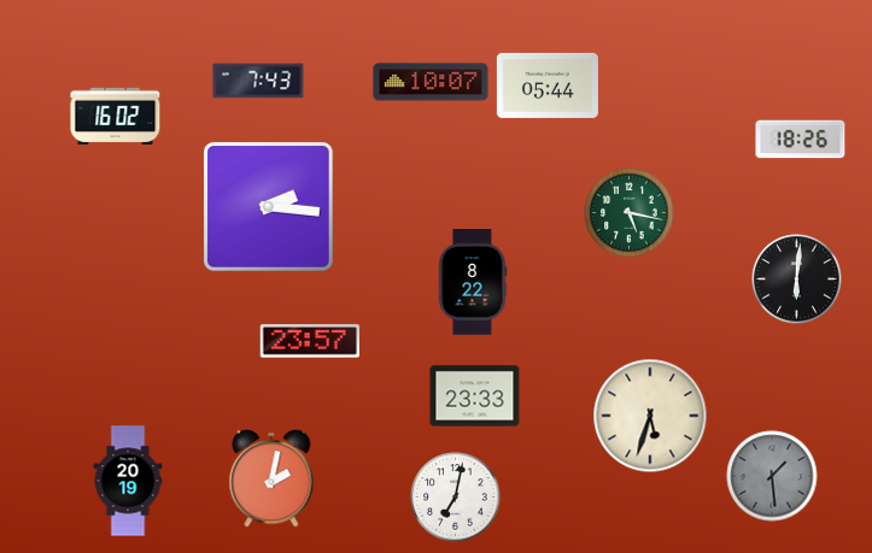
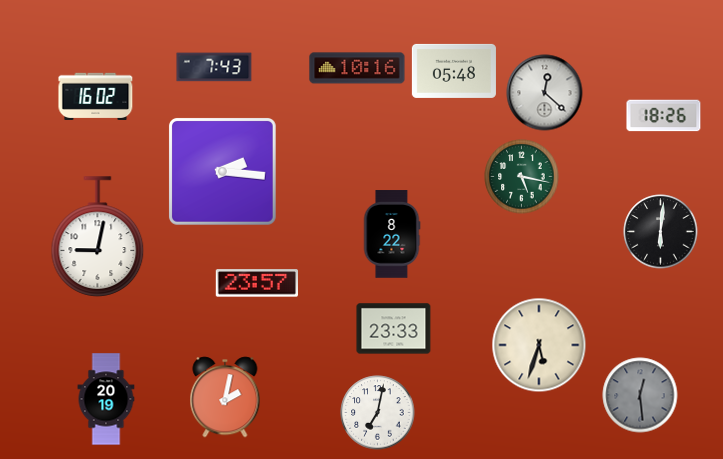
clock at (431, 82): 10:07 -> 10:16
clock at (548, 86): 05:44 -> 05:48
clock at (545, 93): none -> 12:22
clock at (98, 237): none -> 9:02
clock at (772, 476): 1:29 -> 12:29
